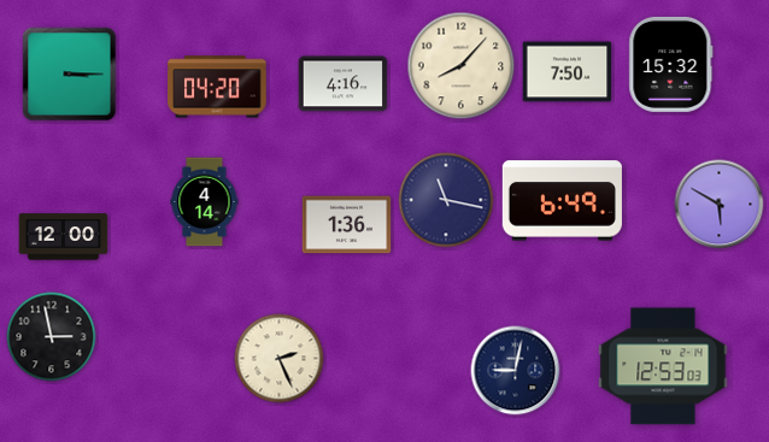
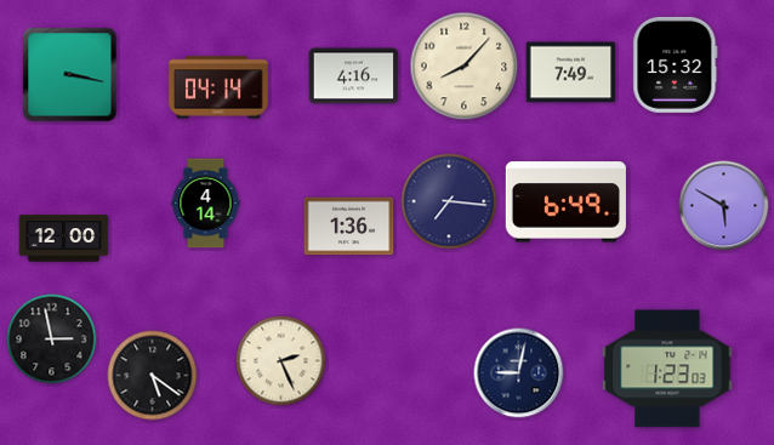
clock at (568, 72): 7:50 -> 7:49
clock at (70, 75): 3:15 -> 3:17
clock at (344, 84) position: (344, 84) -> (354, 76)
clock at (217, 87): 04:20 -> 04:14
clock at (446, 200): 11:17 -> 7:16
clock at (663, 366): 12:53 -> 1:23
clock at (153, 376): none -> 5:21
